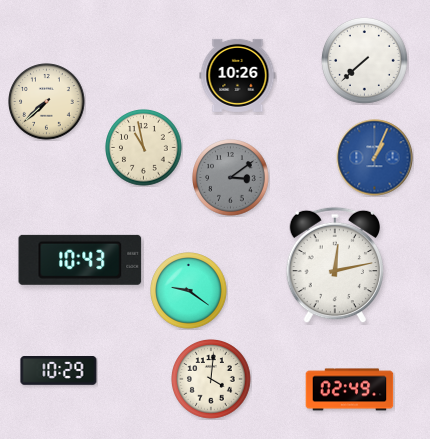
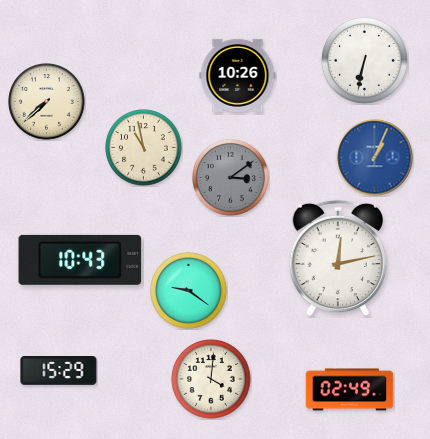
clock at (364, 60): 7:38 -> 6:32
clock at (335, 265) position: (335, 265) -> (338, 258)
clock at (59, 371): 10:29 -> 15:29
